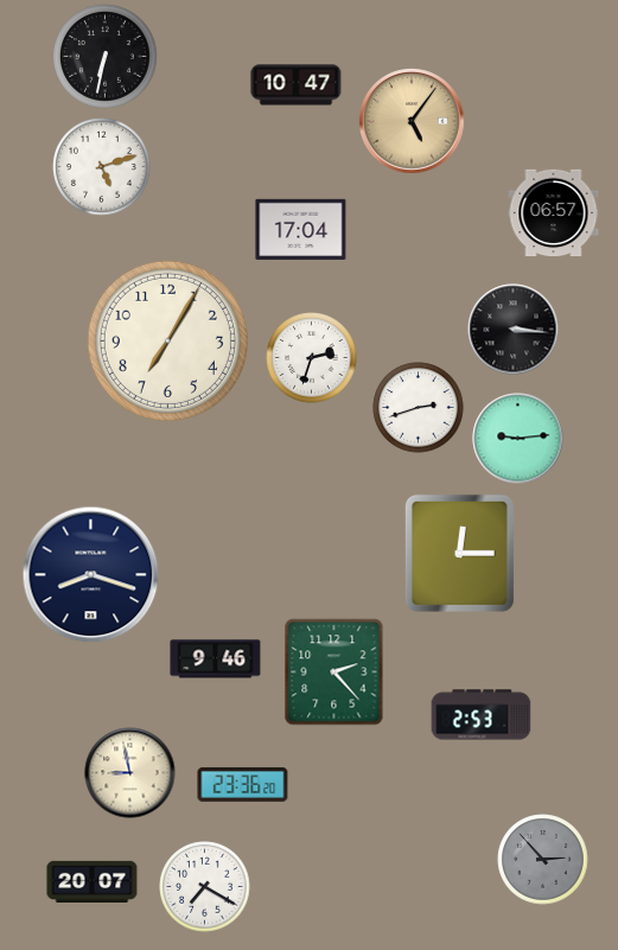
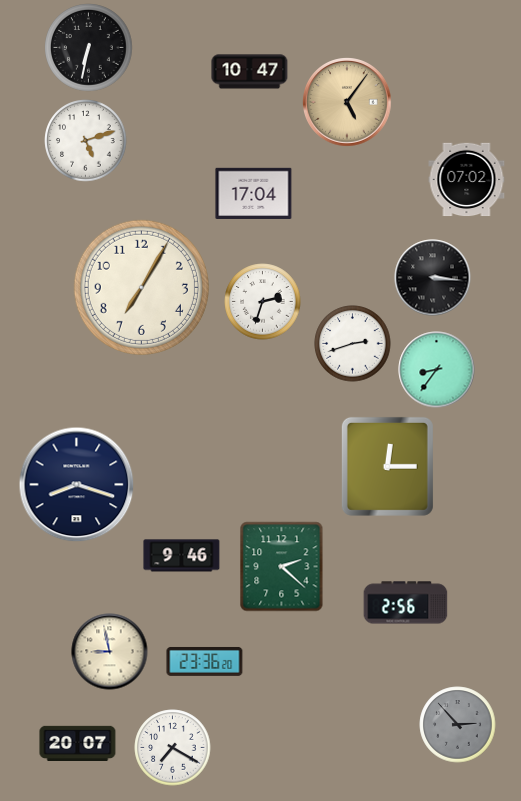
clock at (554, 213): 06:57 -> 07:02
clock at (518, 439): 9:14 -> 8:36
clock at (335, 672): 2:23 -> 2:22
clock at (482, 715): 2:53 -> 2:56
